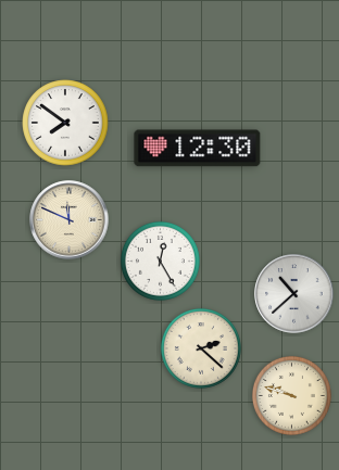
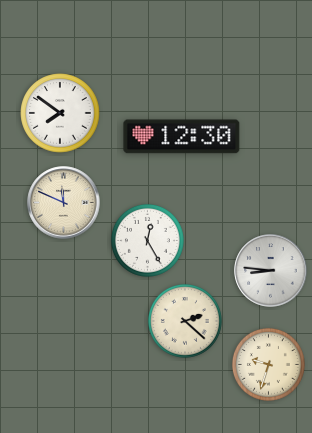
clock at (294, 294): 10:38 -> 8:46
clock at (291, 395): 9:48 -> 9:33
